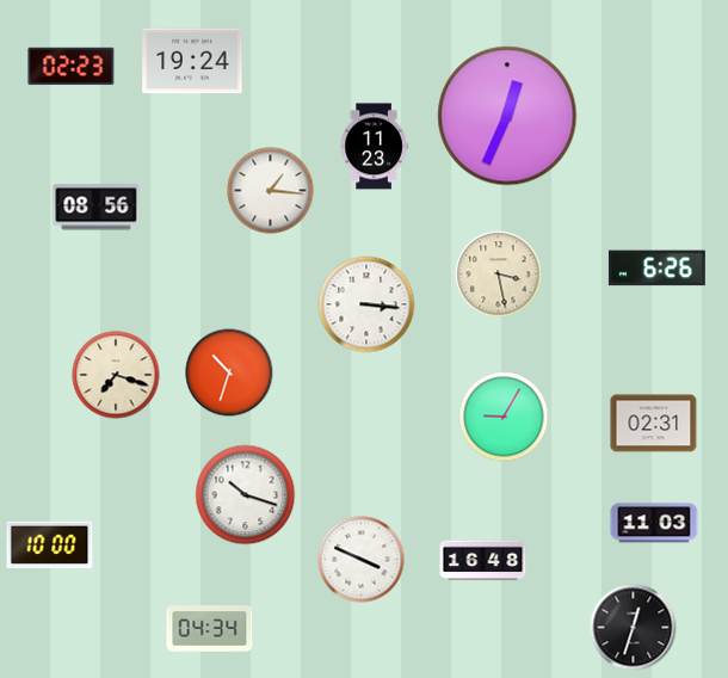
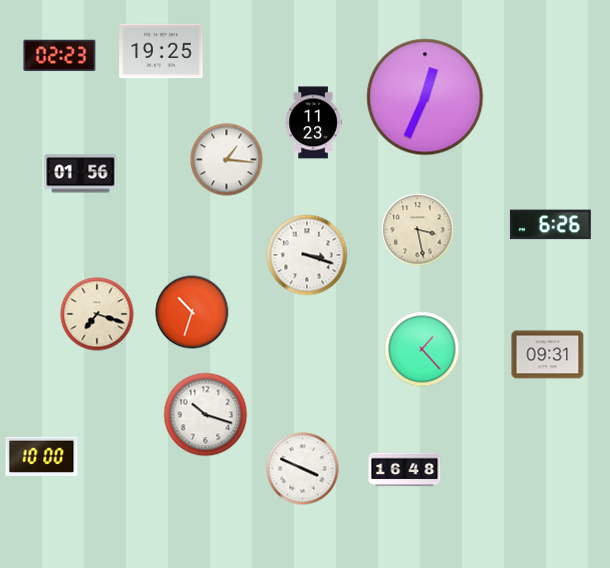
clock at (192, 61): 19:24 -> 19:25
clock at (97, 208): 08:56 -> 01:56
clock at (366, 304): 3:16 -> 3:18
clock at (504, 417): 9:05 -> 1:23
clock at (654, 424): 02:31 -> 09:31
clock at (654, 523): 11:03 -> none
clock at (634, 628): 12:33 -> none
clock at (210, 629): 04:34 -> none
